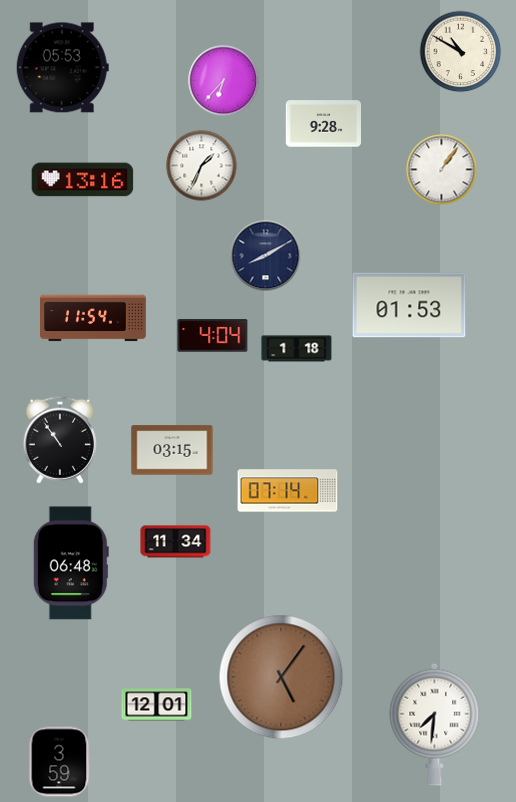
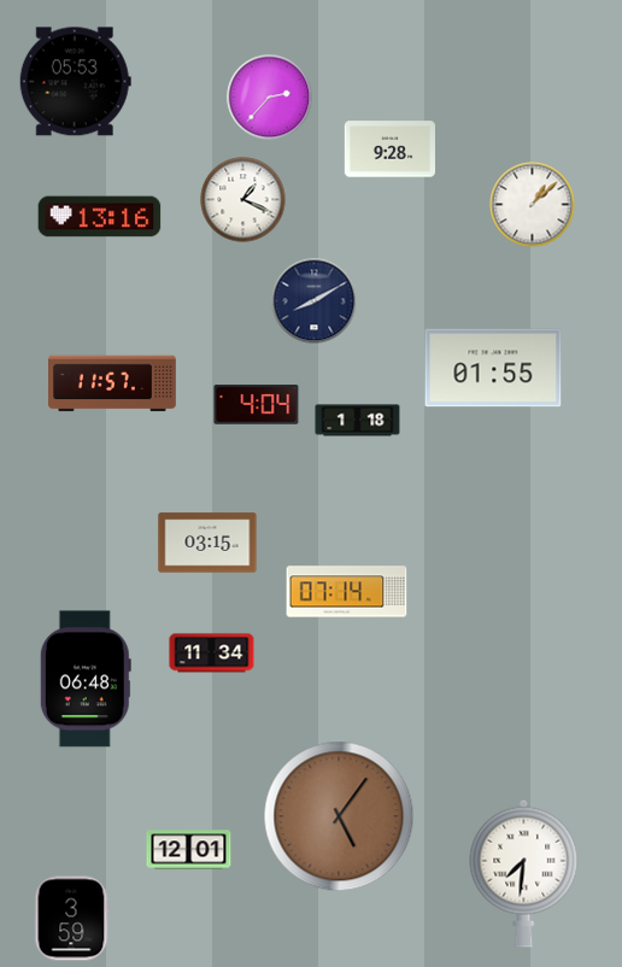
clock at (461, 52): 10:50 -> none
clock at (224, 81): 6:37 -> 2:37
clock at (202, 166): 1:34 -> 1:19
clock at (442, 170): 1:06 -> 1:08
clock at (266, 256) position: (266, 256) -> (315, 301)
clock at (409, 305): 01:53 -> 01:55
clock at (94, 318): 11:54 -> 11:57
clock at (60, 440): 10:54 -> none
